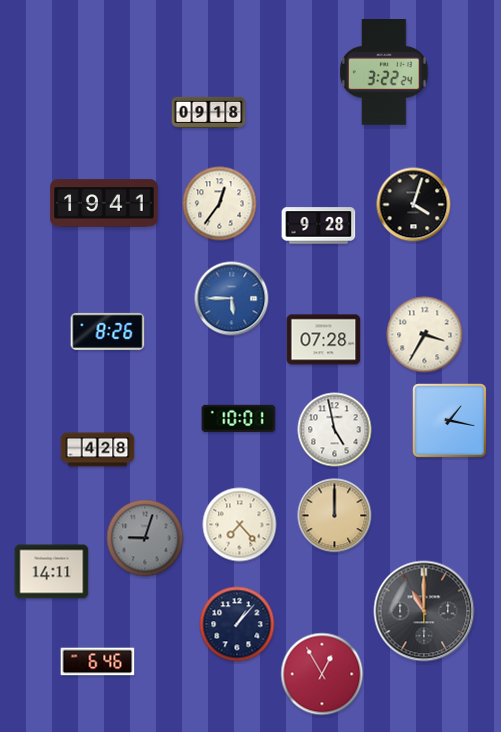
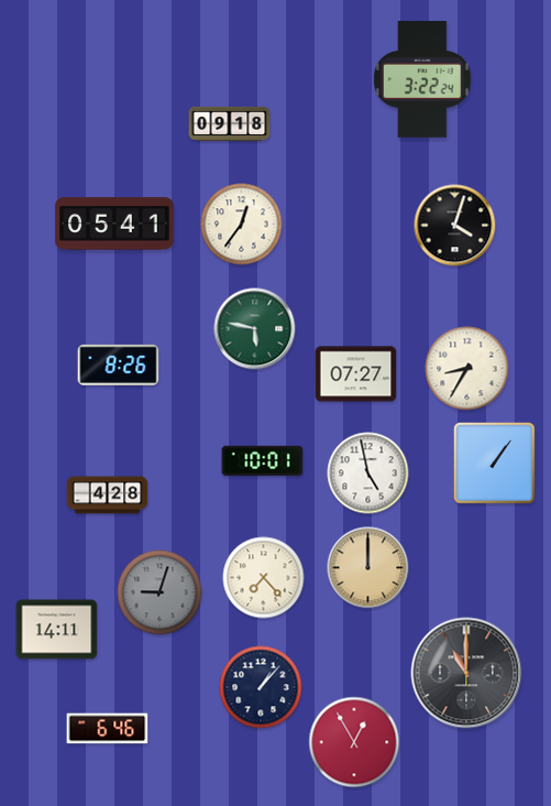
clock at (104, 203): 19:41 -> 05:41
clock at (319, 226): 9:28 -> none
clock at (232, 299): 5:45 -> 5:47
clock at (232, 299) dial: blue -> green
clock at (425, 335): 3:35 -> 8:35
clock at (324, 340): 07:28 -> 07:27
clock at (450, 421): 1:17 -> 1:06
